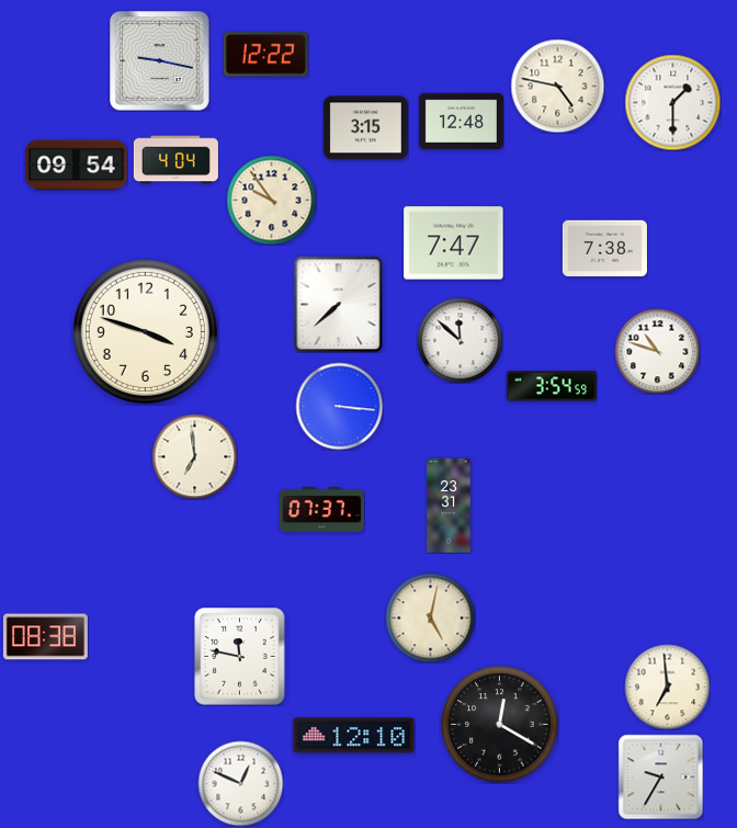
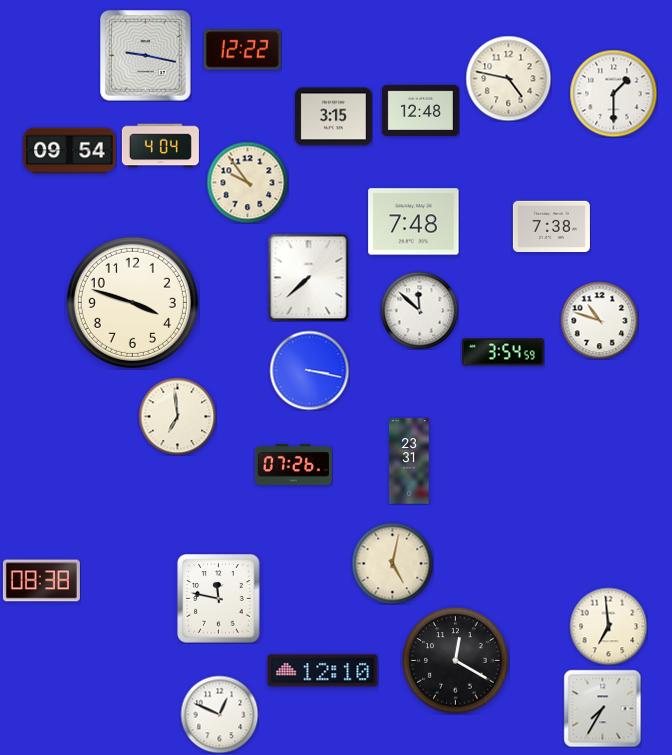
clock at (454, 243): 7:47 -> 7:48
clock at (339, 406): 3:16 -> 3:17
clock at (321, 509): 07:37 -> 07:26
clock at (660, 776): 9:35 -> 7:35
